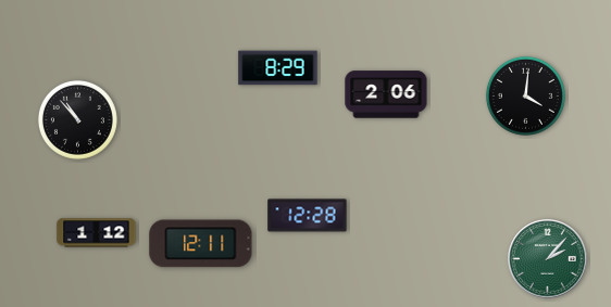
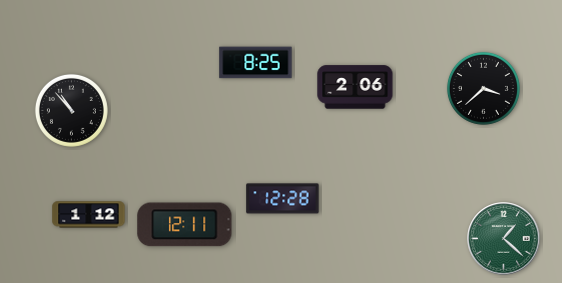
clock at (278, 68): 8:29 -> 8:25
clock at (525, 95): 4:01 -> 3:38
clock at (548, 259): 2:07 -> 1:22
